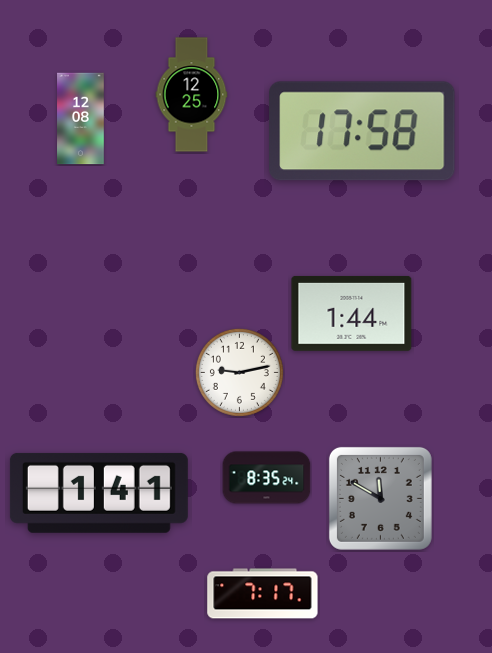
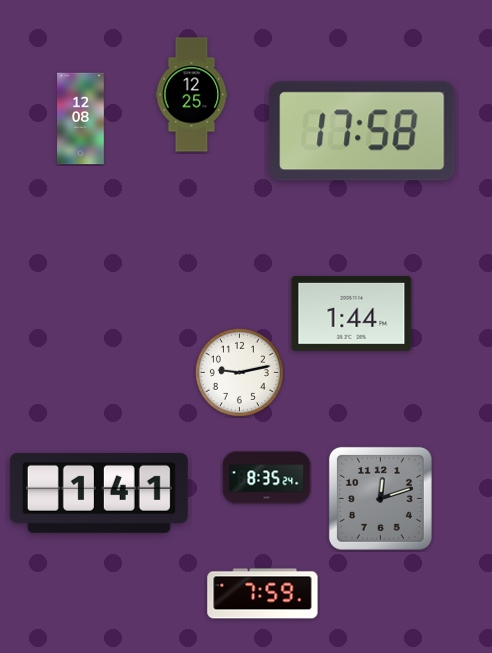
clock at (380, 498): 11:50 -> 12:12
clock at (263, 594): 7:17 -> 7:59
